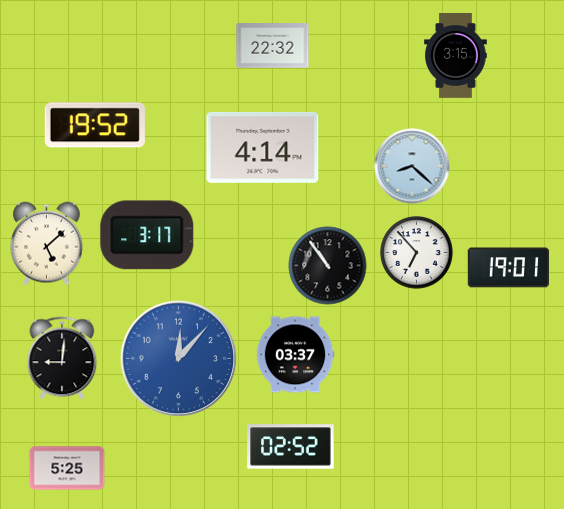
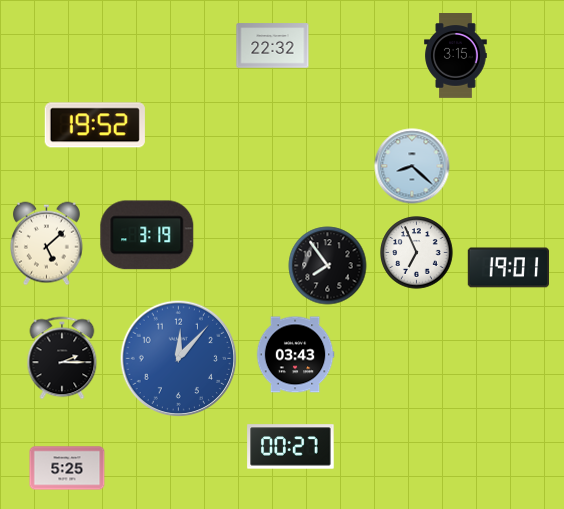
clock at (263, 147): 4:14 -> none
clock at (147, 235): 3:17 -> 3:19
clock at (417, 253): 6:53 -> 6:56
clock at (328, 266): 10:54 -> 7:54
clock at (295, 355): 03:37 -> 03:43
clock at (62, 358): 9:01 -> 2:15
clock at (291, 447): 02:52 -> 00:27
